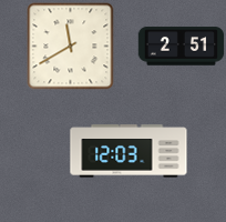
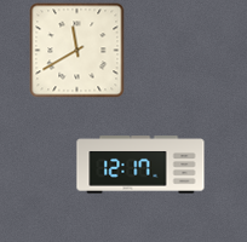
clock at (181, 47): 2:51 -> none
clock at (129, 151): 12:03 -> 12:17
